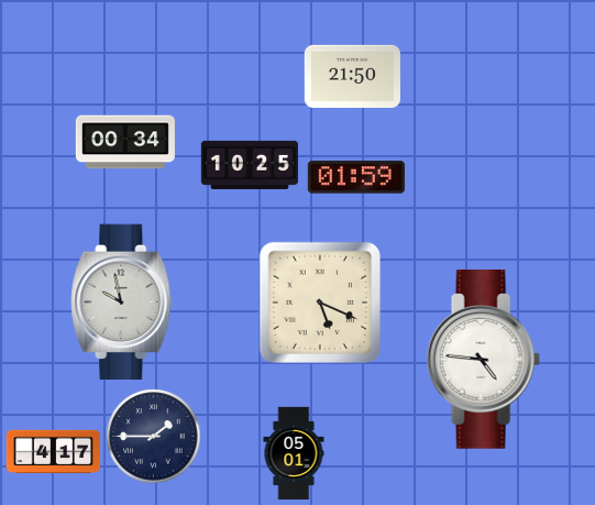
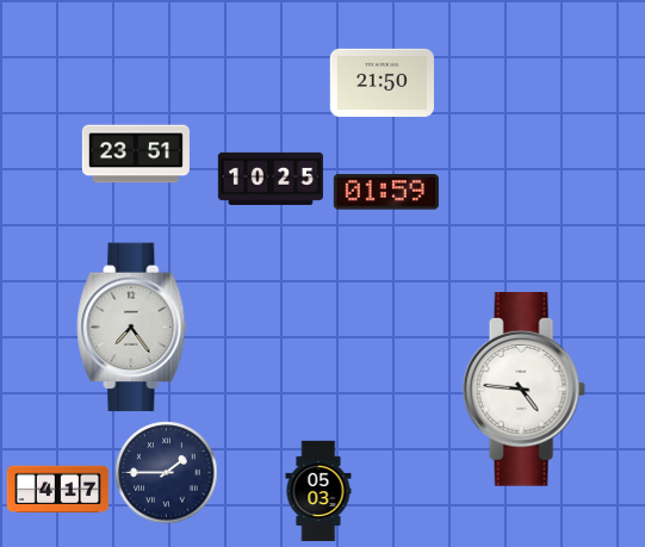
clock at (125, 142): 00:34 -> 23:51
clock at (319, 301): 5:19 -> none
clock at (122, 303): 9:58 -> 7:24
clock at (294, 453): 05:01 -> 05:03
